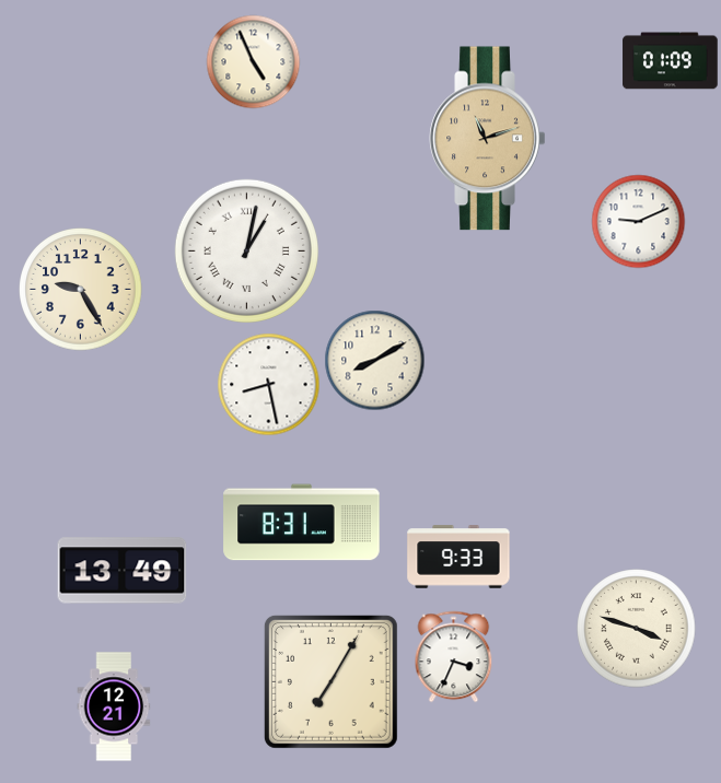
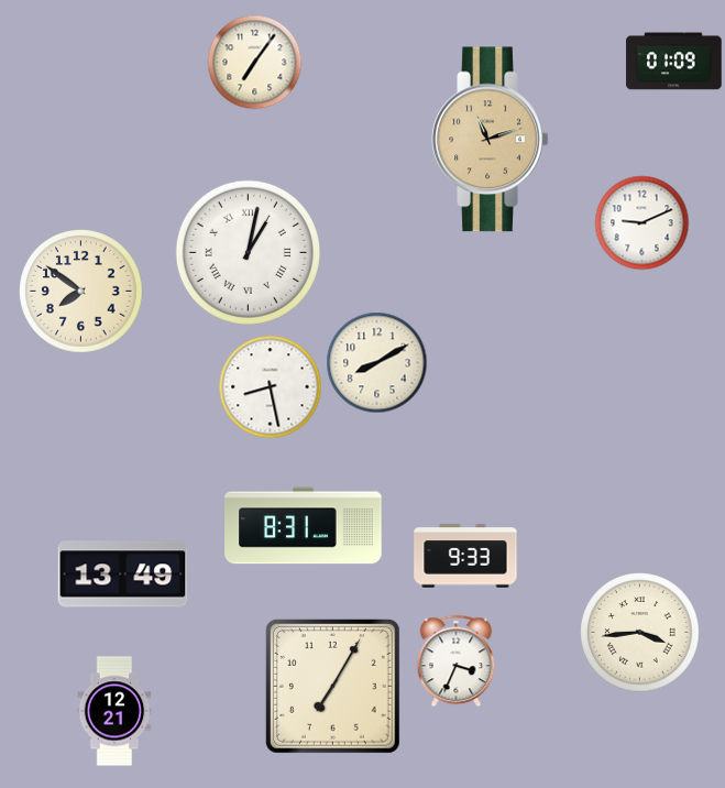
clock at (253, 61): 4:56 -> 7:06
clock at (81, 290): 9:25 -> 7:51
clock at (458, 557) position: (458, 557) -> (465, 556)
clock at (637, 629): 3:48 -> 3:44
